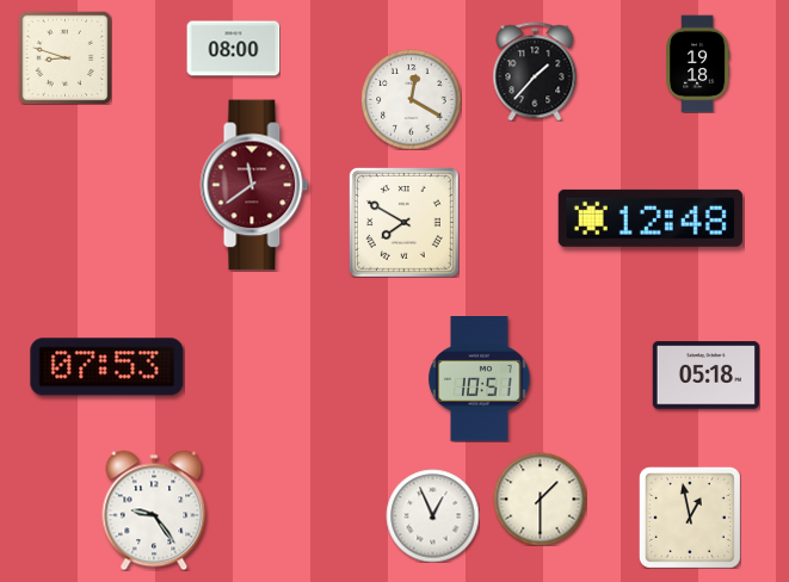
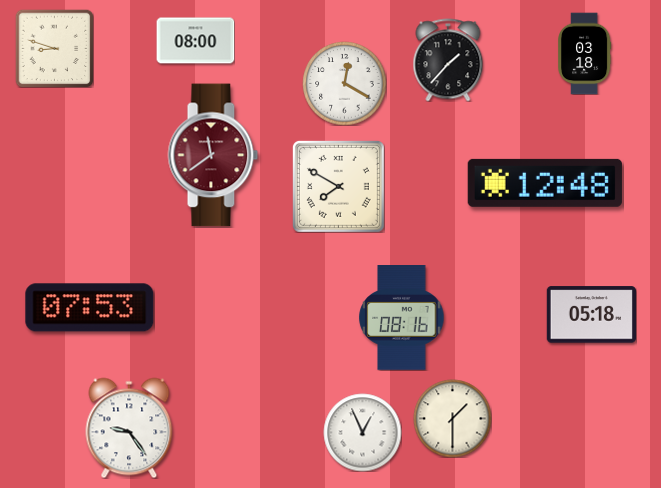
clock at (698, 63): 19:18 -> 03:18
clock at (480, 379): 10:51 -> 08:16
clock at (690, 518): 12:58 -> none
